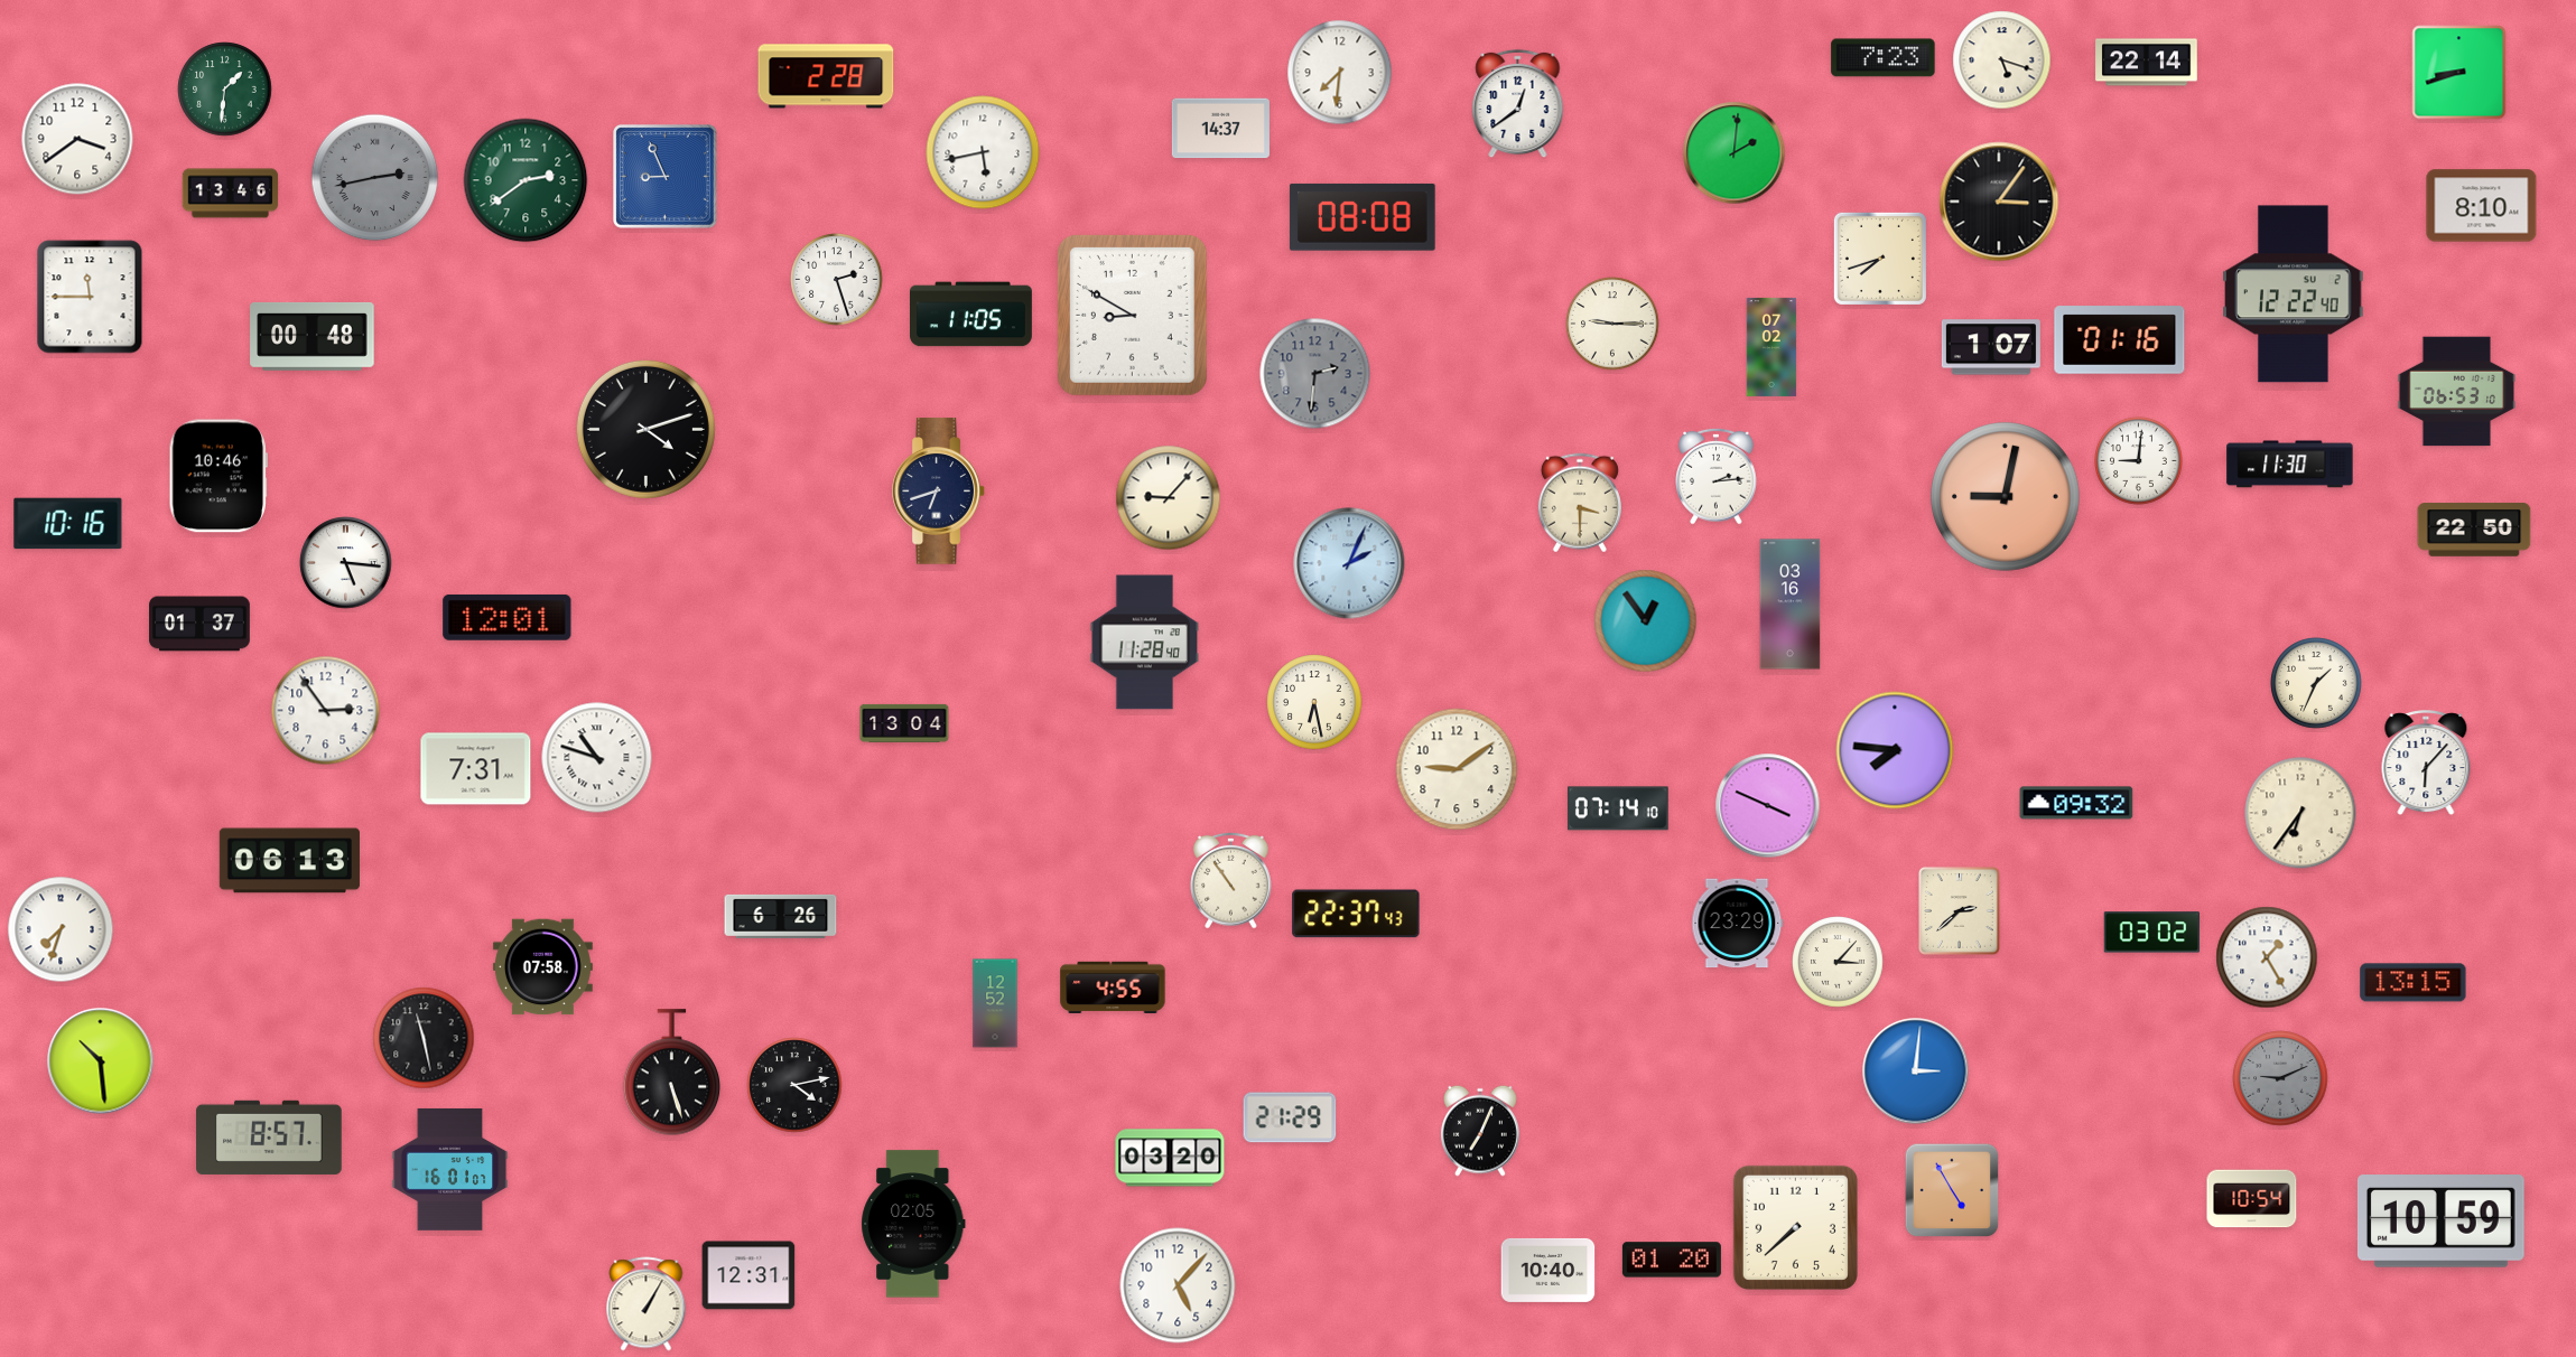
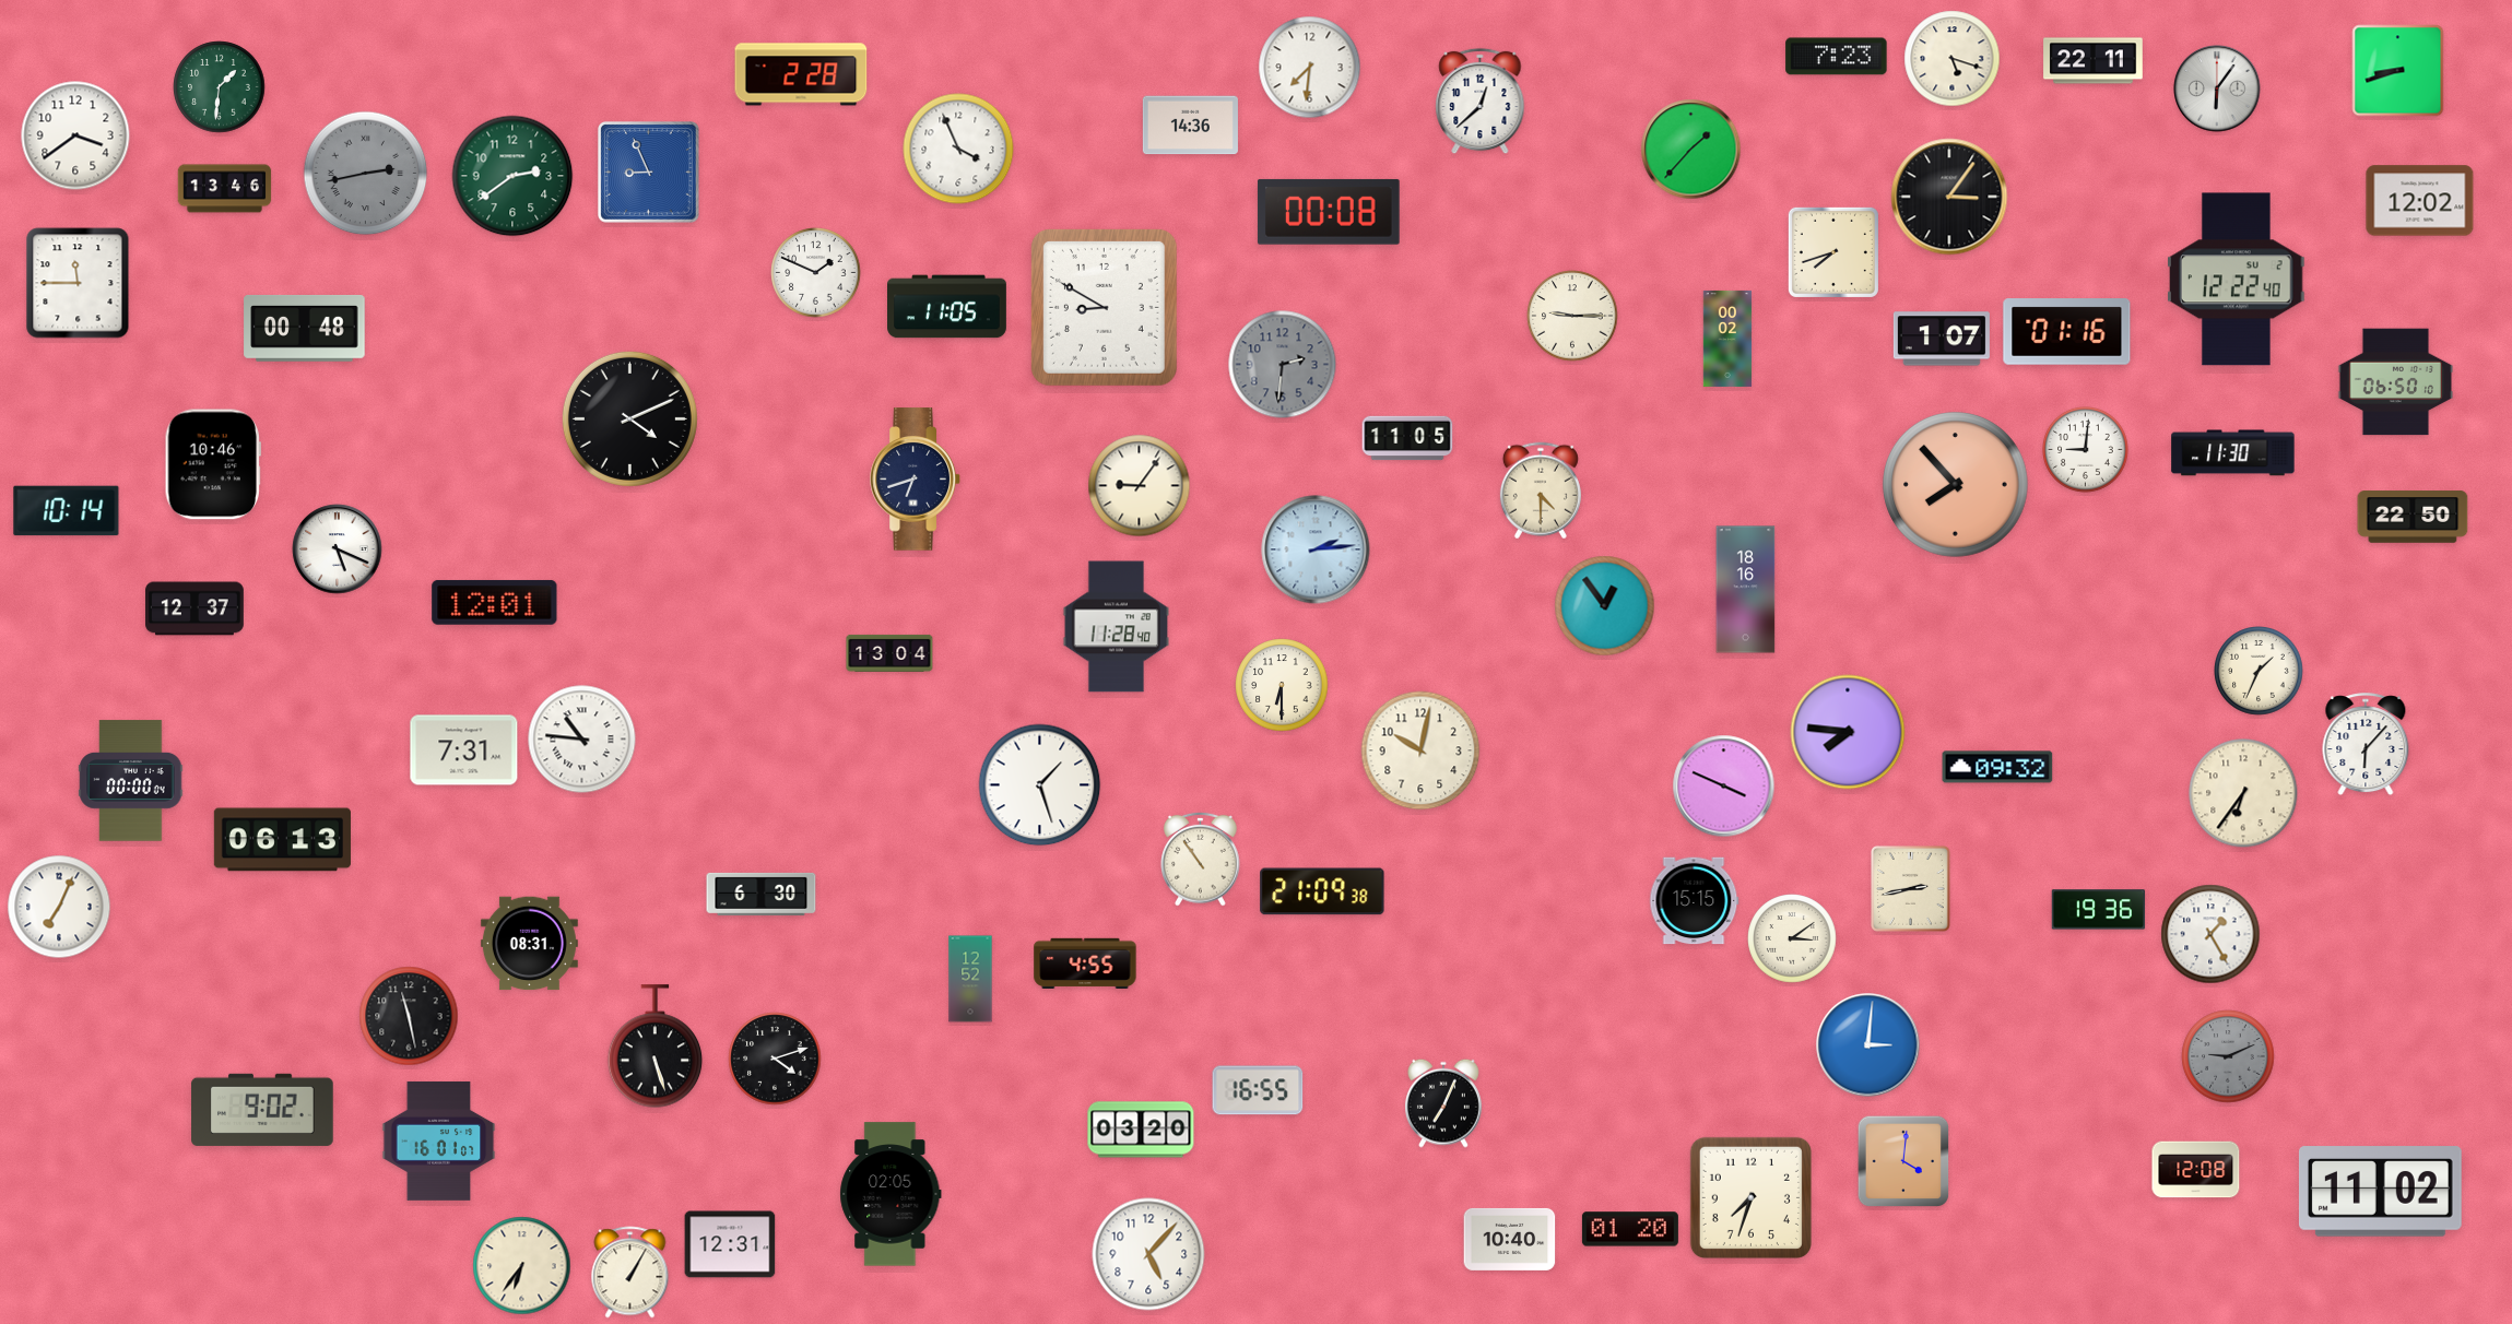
clock at (2147, 63): 22:14 -> 22:11
clock at (1340, 73) position: (1340, 73) -> (1310, 68)
clock at (826, 76) position: (826, 76) -> (801, 74)
clock at (2217, 88): none -> 6:06
clock at (1518, 104): 12:39 -> 12:38
clock at (1220, 129): 14:37 -> 14:36
clock at (983, 152): 5:43 -> 3:56
clock at (1735, 153): 2:01 -> 1:37
clock at (2482, 206): 8:10 -> 12:02
clock at (1363, 217): 08:08 -> 00:08
clock at (837, 280): 2:27 -> 1:49
clock at (2294, 294) position: (2294, 294) -> (2237, 280)
clock at (90, 297) position: (90, 297) -> (78, 283)
clock at (1771, 347): 07:02 -> 00:02
clock at (2456, 392): 06:53 -> 06:50
clock at (645, 429): 4:12 -> 4:11
clock at (1407, 438): none -> 11:05
clock at (1717, 476): 2:14 -> none
clock at (2006, 497): 9:02 -> 7:53
clock at (1169, 498): 9:07 -> 9:06
clock at (1580, 503): 3:30 -> 4:30
clock at (68, 524): 10:16 -> 10:14
clock at (346, 563): 5:16 -> 5:19
clock at (1349, 563): 2:04 -> 2:14
clock at (1791, 605): 03:16 -> 18:16
clock at (199, 624): 01:37 -> 12:37
clock at (2316, 683) position: (2316, 683) -> (2259, 671)
clock at (1314, 702): 6:28 -> 6:30
clock at (326, 711): 2:54 -> none
clock at (904, 723) position: (904, 723) -> (889, 653)
clock at (597, 758): 10:48 -> 10:46
clock at (1457, 769): 9:09 -> 10:02
clock at (131, 781): none -> 00:00
clock at (2076, 803) position: (2076, 803) -> (1997, 767)
clock at (1040, 785): none -> 1:27
clock at (1618, 808): 07:14 -> none
clock at (1959, 910): 2:38 -> 2:43
clock at (1356, 914): 22:37 -> 21:09
clock at (781, 916): 6:26 -> 6:30
clock at (1738, 924): 23:29 -> 15:15
clock at (61, 929): 7:33 -> 7:04
clock at (2152, 933): 03:02 -> 19:36
clock at (1838, 962): 3:07 -> 3:09
clock at (542, 967): 07:58 -> 08:31
clock at (2414, 983): 13:15 -> none
clock at (424, 1038) position: (424, 1038) -> (409, 1016)
clock at (101, 1061): 10:29 -> none
clock at (2280, 1078) position: (2280, 1078) -> (2228, 1056)
clock at (794, 1085): 4:13 -> 4:12
clock at (1290, 1117): 21:29 -> 16:55
clock at (269, 1138): 8:57 -> 9:02
clock at (1952, 1190): 4:55 -> 4:01
clock at (2252, 1199): 10:54 -> 12:08
clock at (2440, 1222): 10:59 -> 11:02
clock at (1795, 1227): 7:38 -> 7:33
clock at (522, 1266): none -> 6:36
